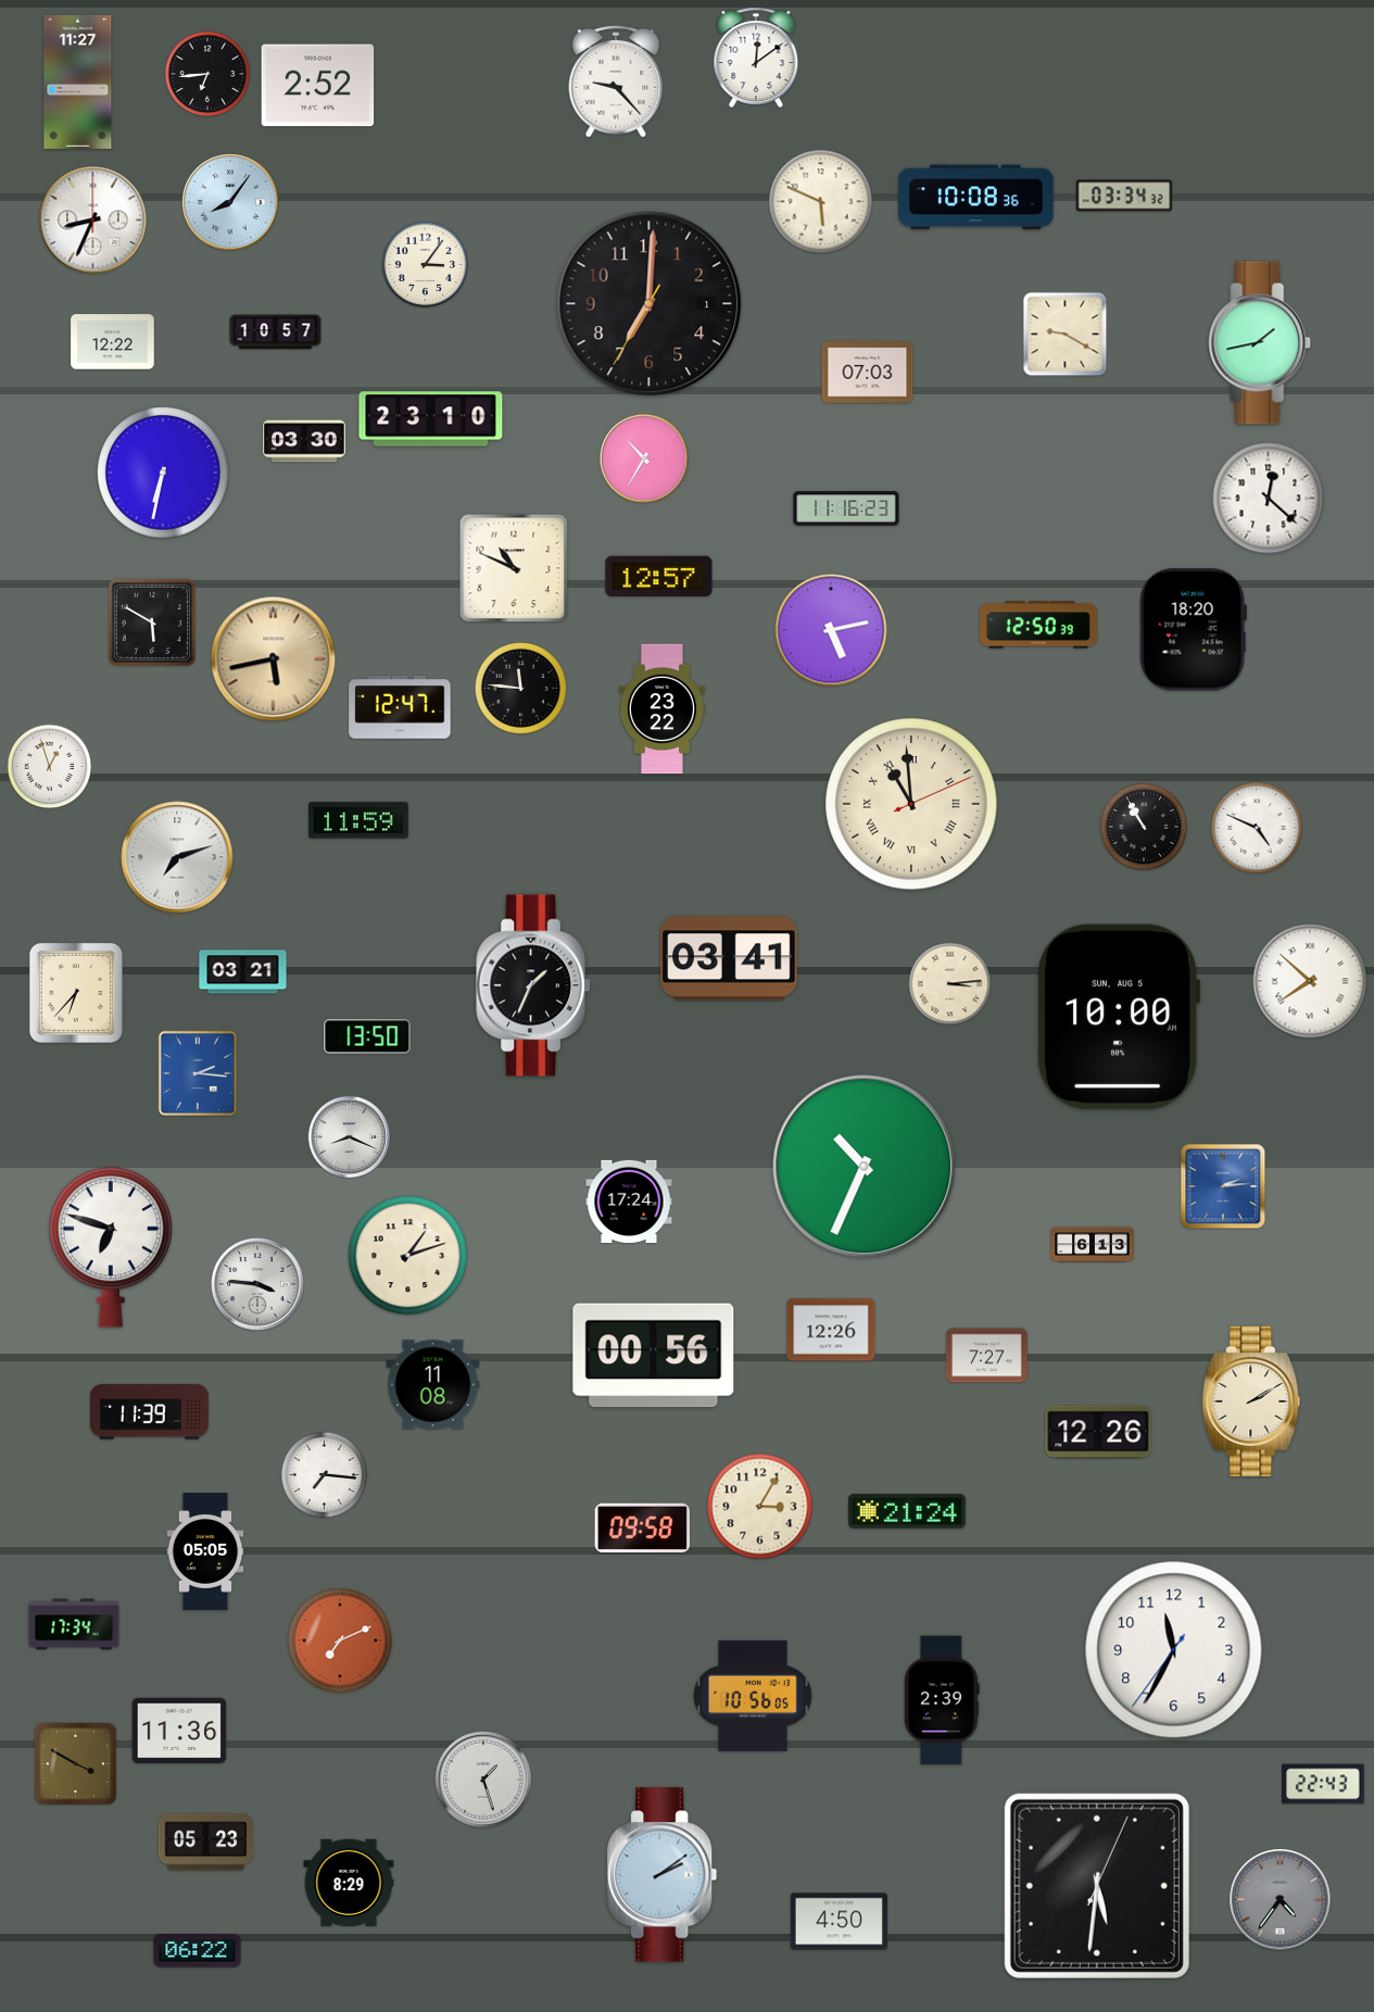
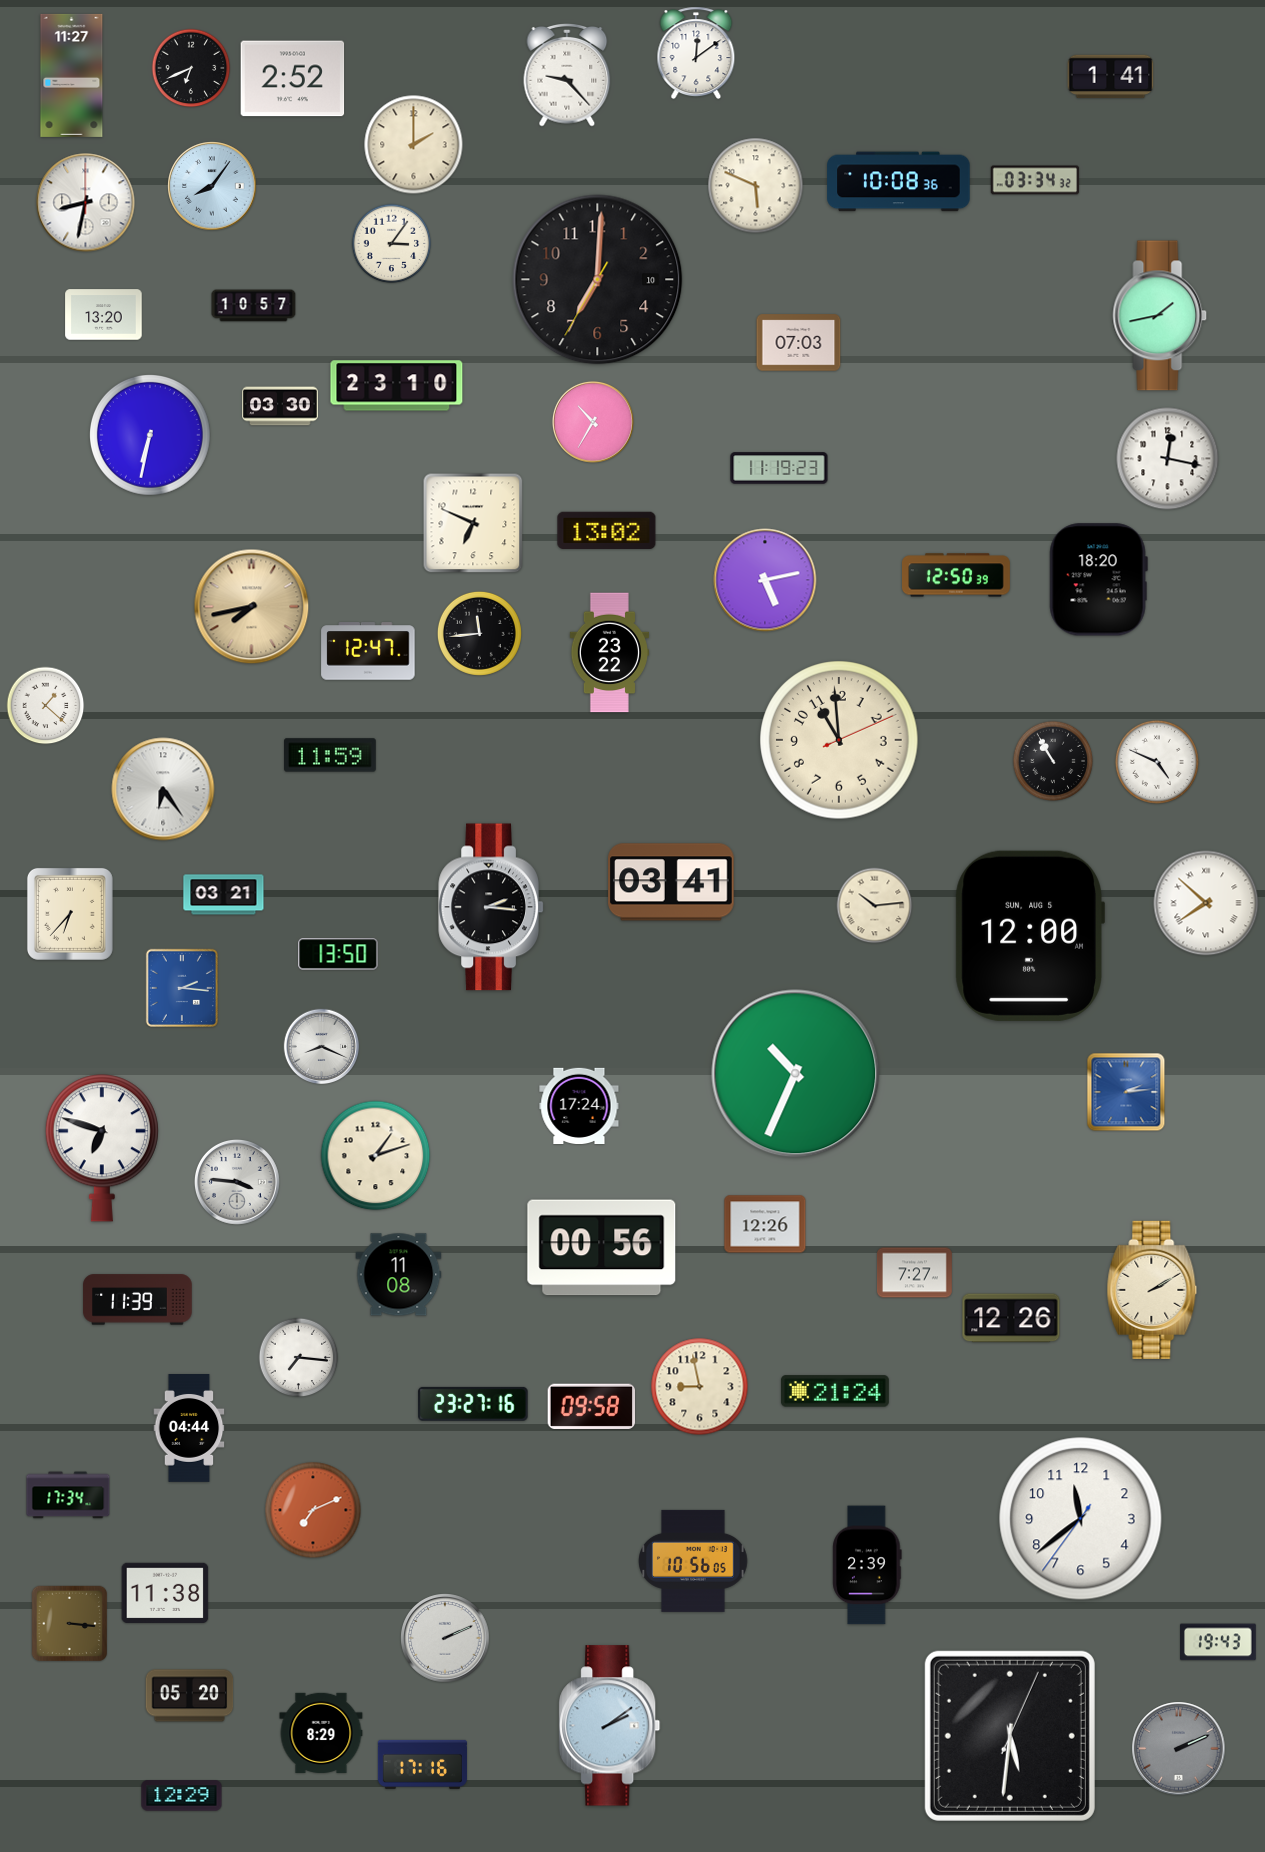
clock at (207, 74): 6:44 -> 6:41
clock at (1111, 77): none -> 1:41
clock at (414, 145): none -> 2:00
clock at (93, 221): 8:34 -> 8:32
clock at (650, 304) date: 1 -> 10
clock at (1066, 335): 9:20 -> none
clock at (113, 342): 12:22 -> 13:20
clock at (1269, 499): 12:22 -> 12:17
clock at (846, 508): 11:16 -> 11:19
clock at (514, 568): 10:49 -> 6:49
clock at (659, 577): 12:57 -> 13:02
clock at (152, 623): 5:50 -> none
clock at (274, 659): 5:43 -> 7:43
clock at (520, 688): 11:46 -> 11:44
clock at (50, 767): 12:57 -> 1:22
clock at (911, 804) numerals: Roman -> Arabic
clock at (177, 857): 7:12 -> 6:24
clock at (950, 984): 3:14 -> 10:14
clock at (533, 985): 1:34 -> 2:16
clock at (1119, 1017): 10:00 -> 12:00
clock at (1093, 1245): 6:13 -> none
clock at (986, 1356) position: (986, 1356) -> (914, 1273)
clock at (760, 1507): 3:05 -> 8:58
clock at (473, 1404): none -> 23:27
clock at (205, 1552): 05:05 -> 04:44
clock at (1174, 1650): 11:34 -> 11:38
clock at (179, 1731): 11:36 -> 11:38
clock at (76, 1764): 3:50 -> 3:16
clock at (483, 1780): 1:27 -> 2:11
clock at (1323, 1784): 22:43 -> 19:43
clock at (206, 1843): 05:23 -> 05:20
clock at (1281, 1900): 4:36 -> 2:11
clock at (422, 1764): none -> 17:16
clock at (839, 1922): 4:50 -> none
clock at (198, 1951): 06:22 -> 12:29
